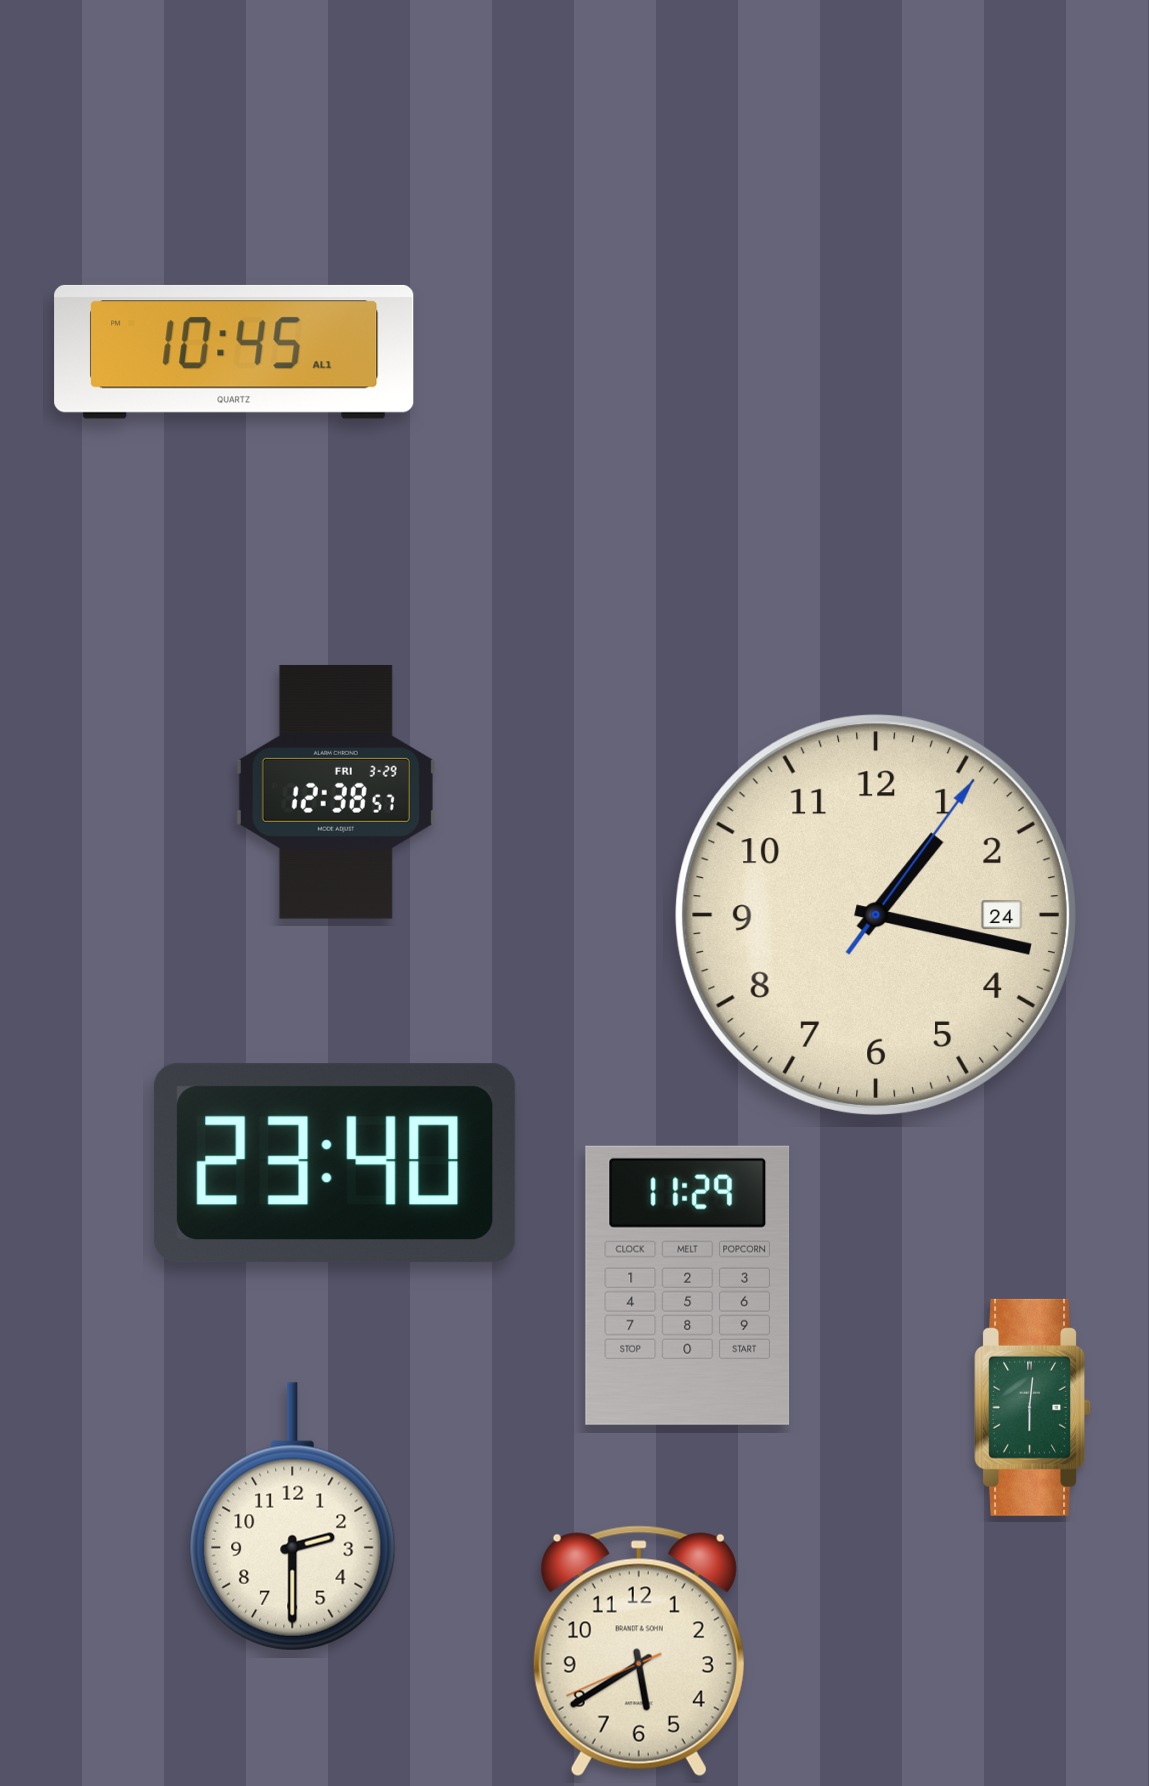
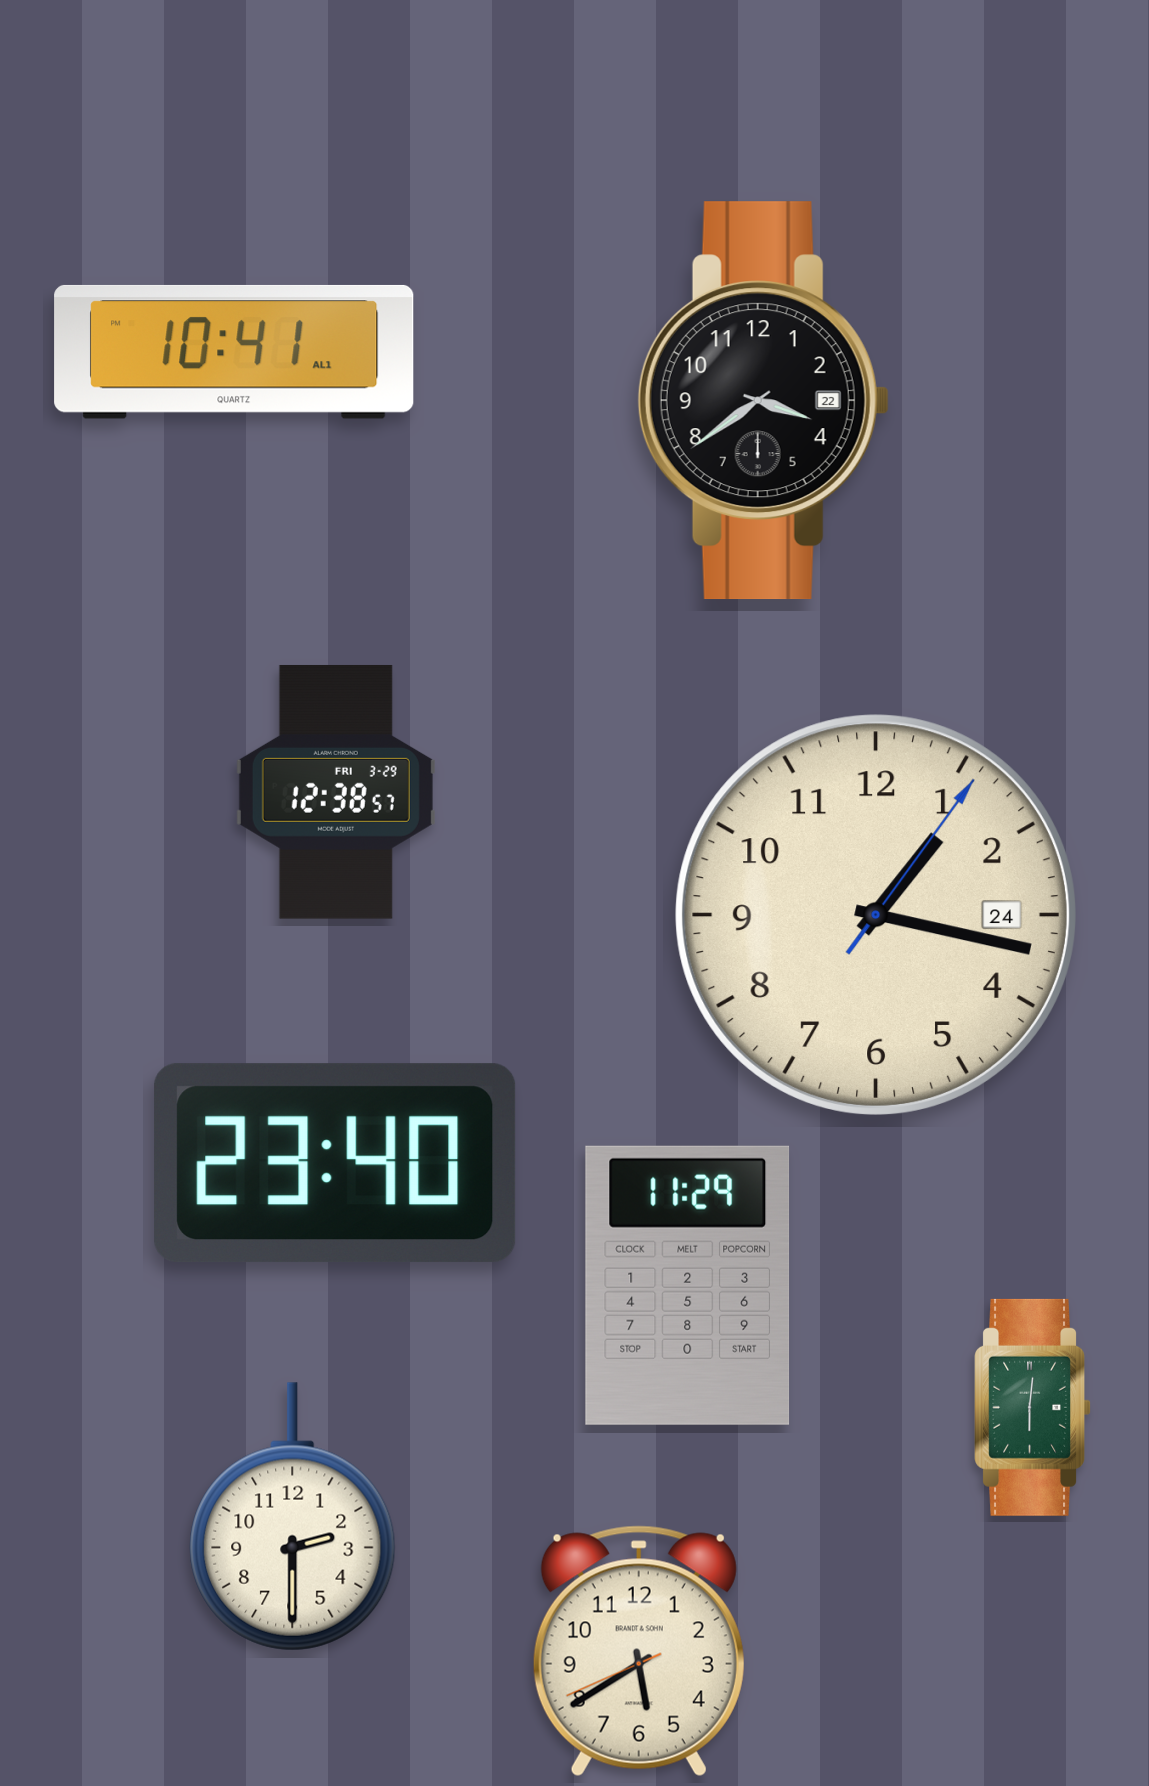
clock at (234, 352): 10:45 -> 10:41
clock at (763, 401): none -> 3:39
